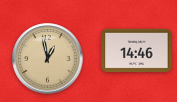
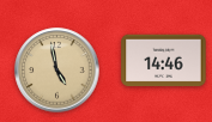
clock at (48, 59): 12:58 -> 4:58
